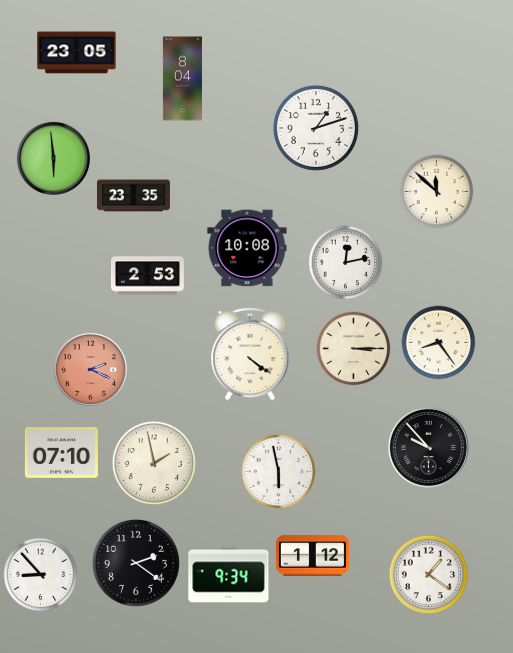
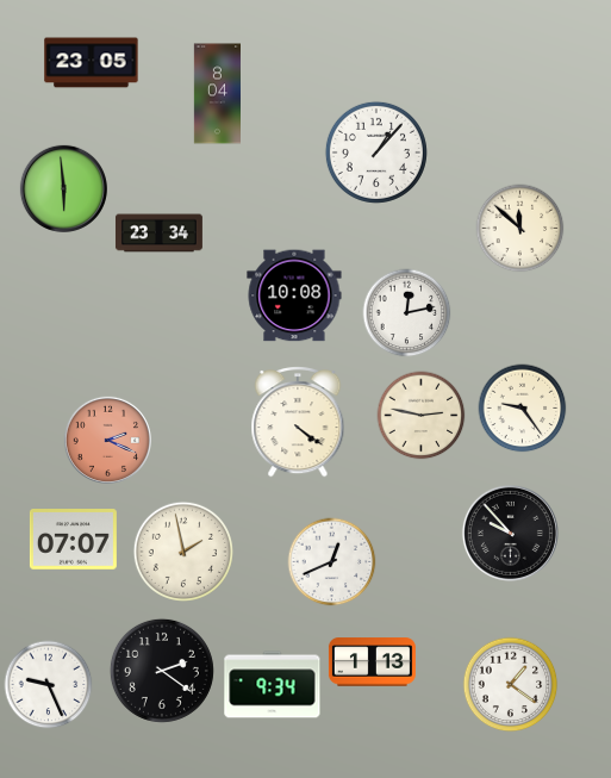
clock at (316, 128): 1:12 -> 1:07
clock at (133, 196): 23:35 -> 23:34
clock at (346, 263) position: (346, 263) -> (407, 313)
clock at (147, 276): 2:53 -> none
clock at (439, 343): 8:24 -> 9:24
clock at (354, 349): 3:15 -> 2:47
clock at (61, 453): 07:10 -> 07:07
clock at (279, 472): 5:58 -> 12:41
clock at (312, 556): 1:12 -> 1:13
clock at (41, 575): 8:53 -> 9:26
